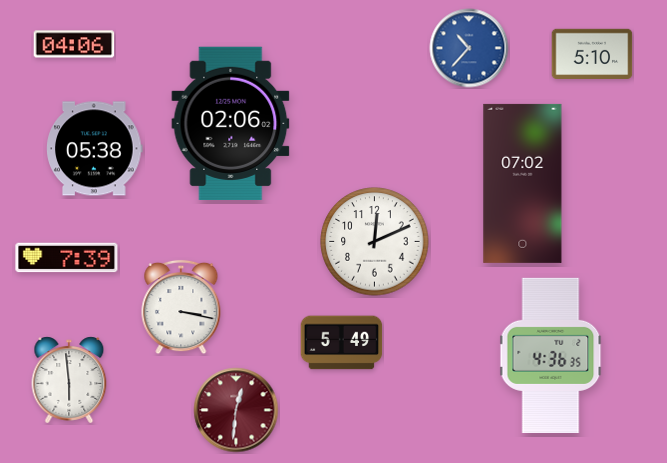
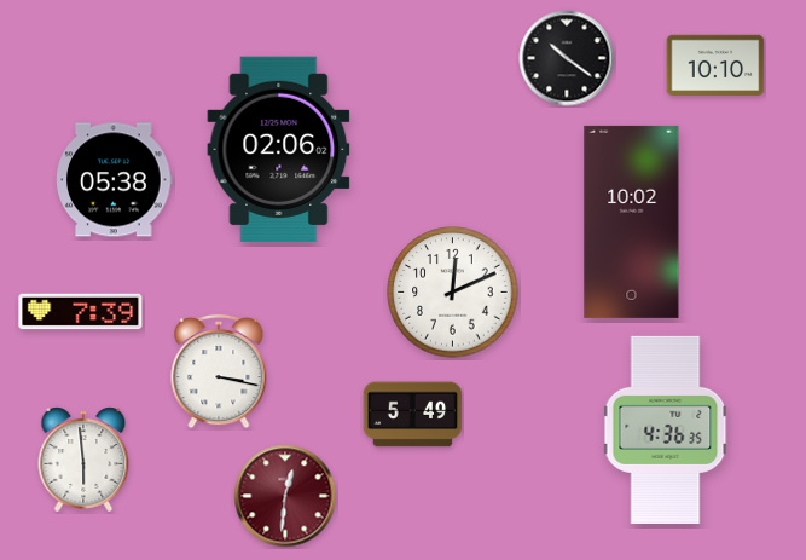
clock at (74, 44): 04:06 -> none
clock at (469, 48): 10:37 -> 10:21
clock at (469, 48) dial: blue -> black
clock at (592, 53): 5:10 -> 10:10
clock at (523, 183): 07:02 -> 10:02
